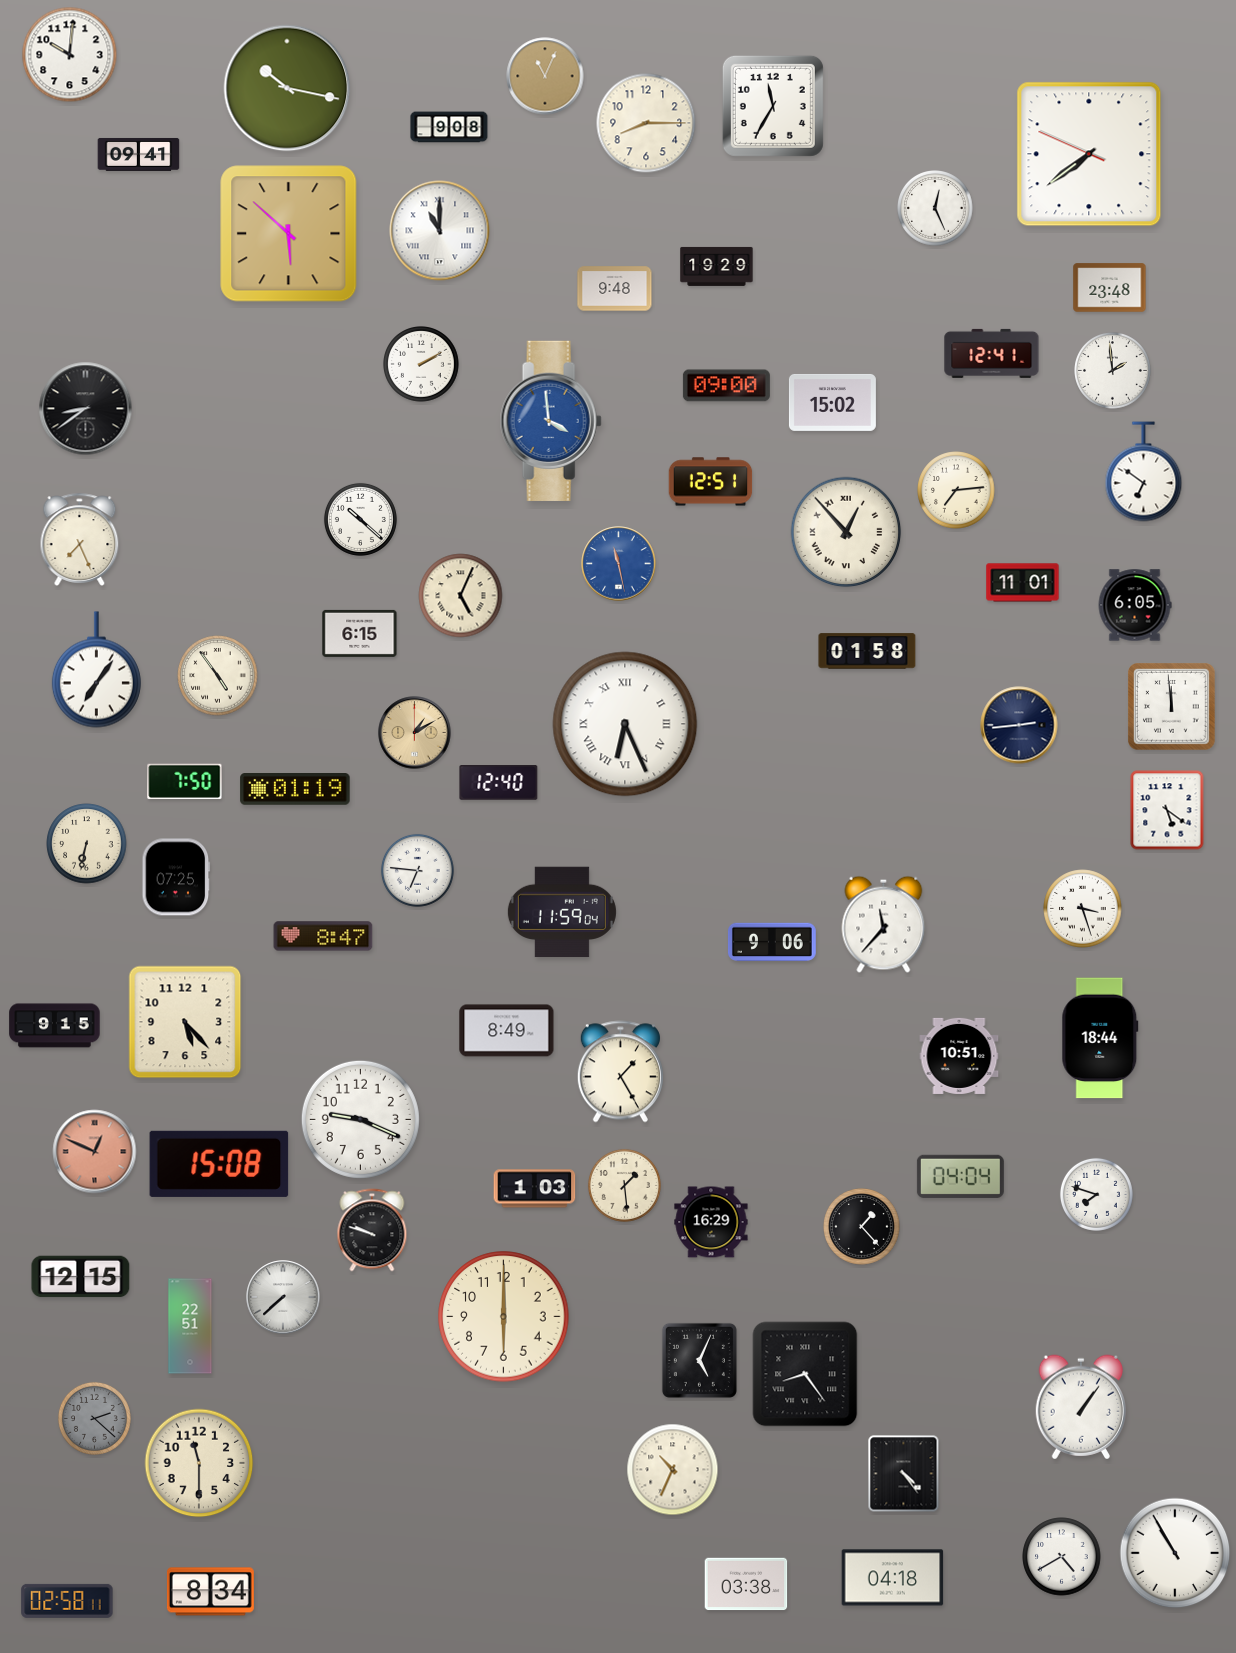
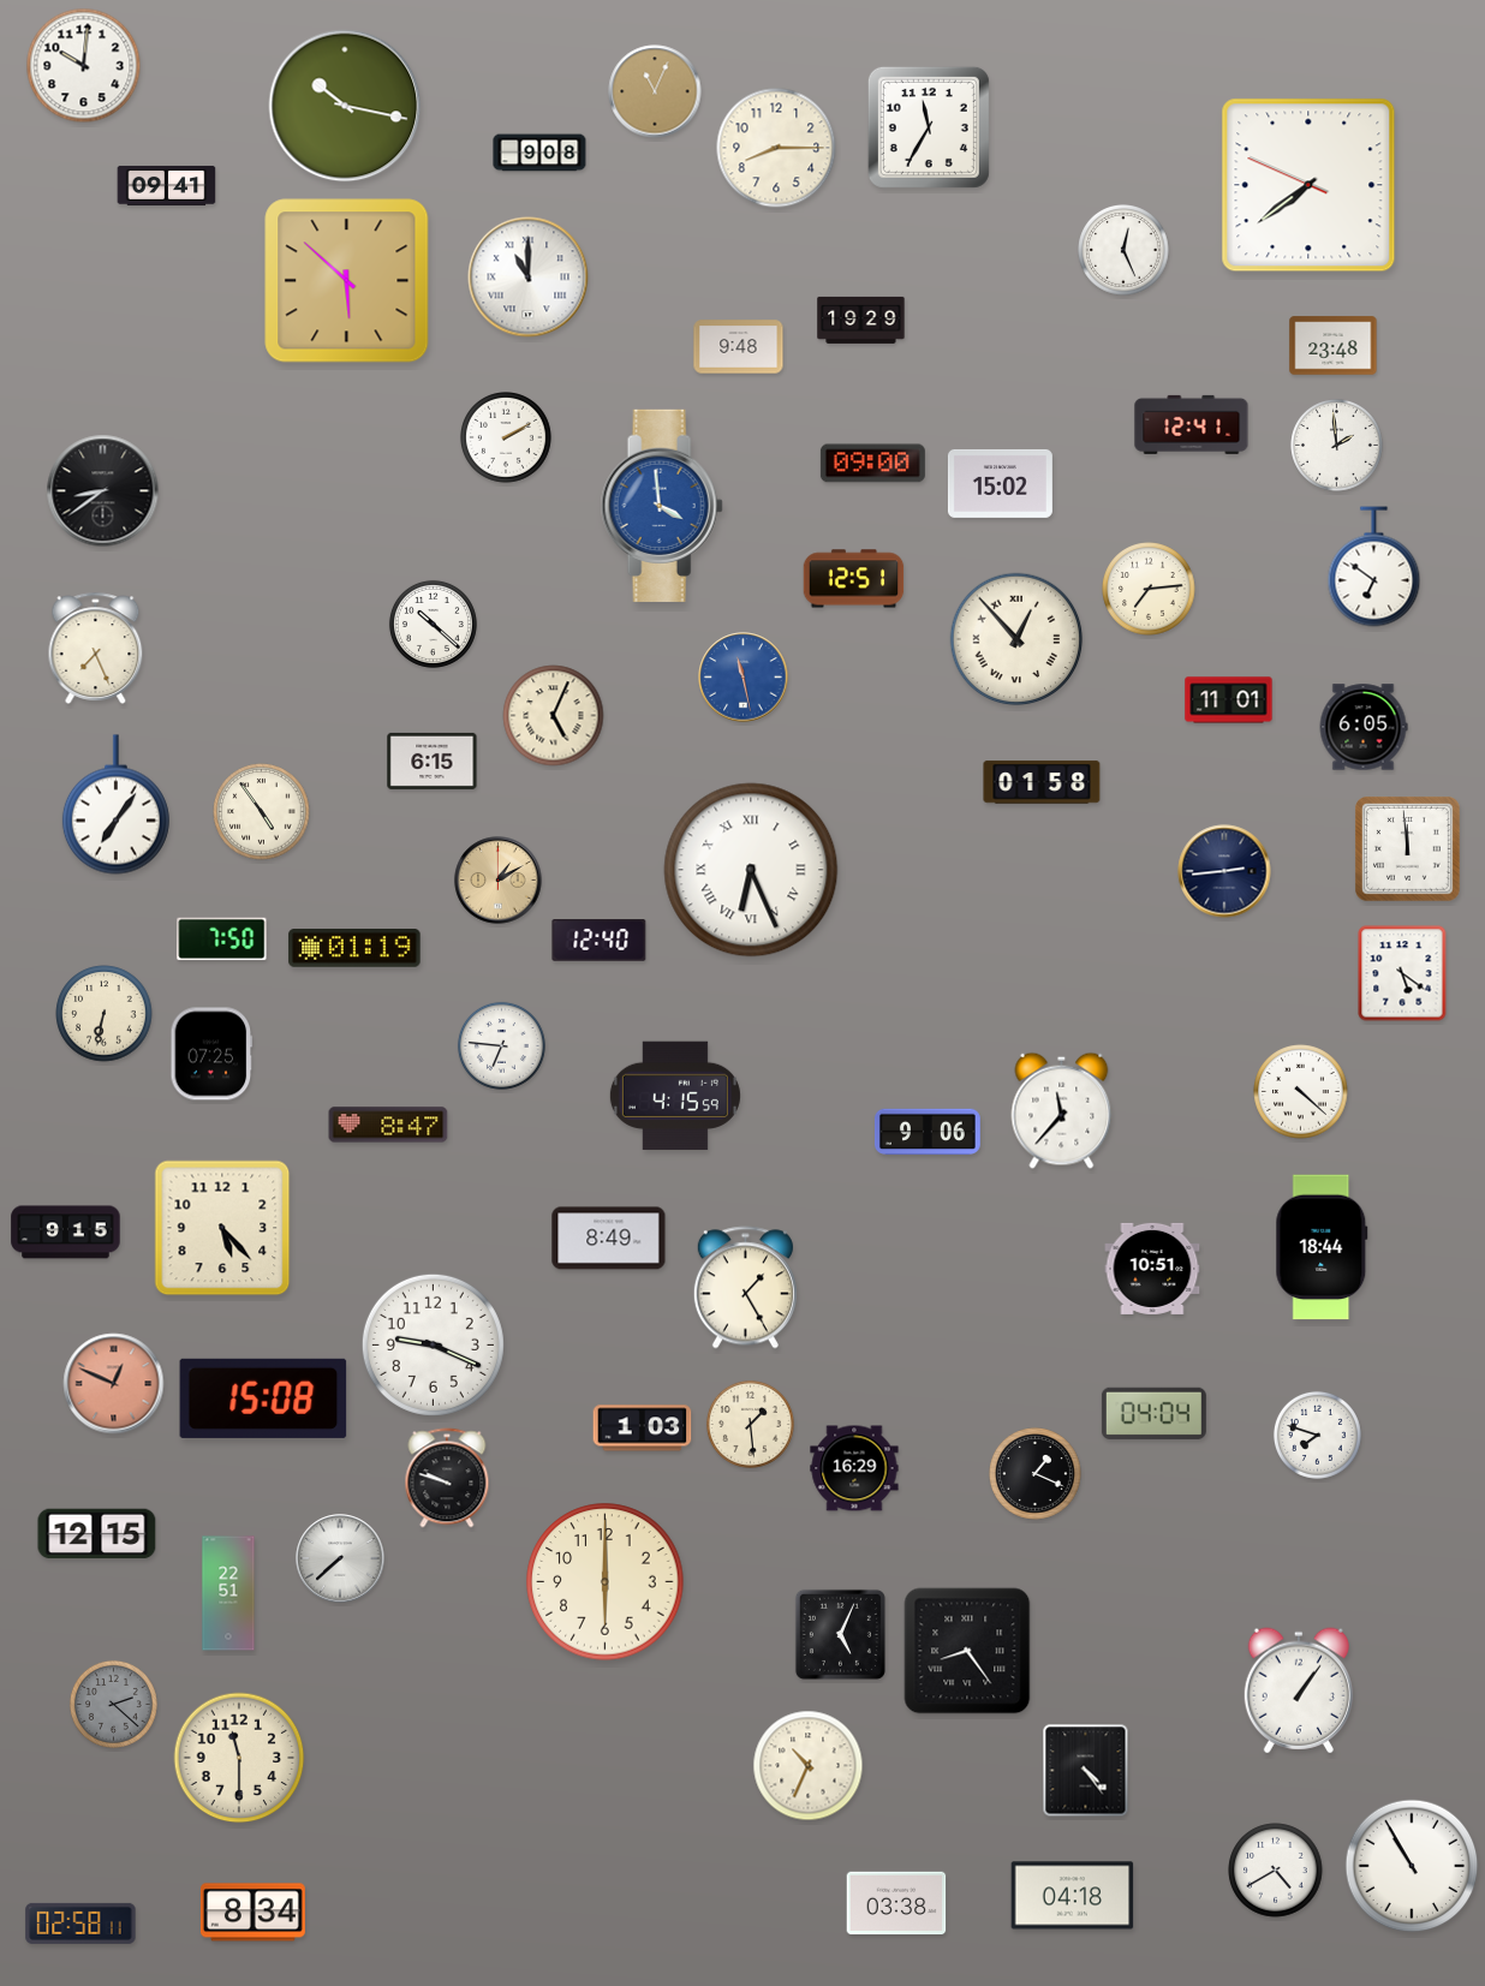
clock at (1083, 909): 3:27 -> 4:22
clock at (562, 912): 11:59 -> 4:15
clock at (862, 1227): 1:23 -> 1:19
